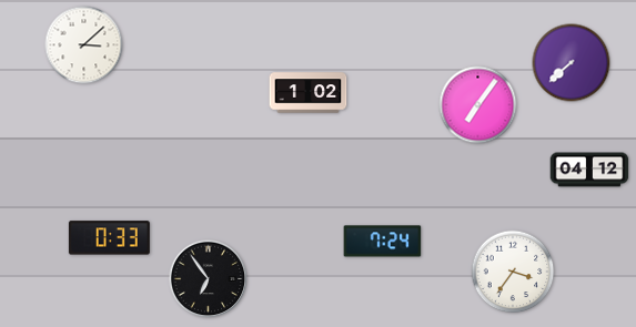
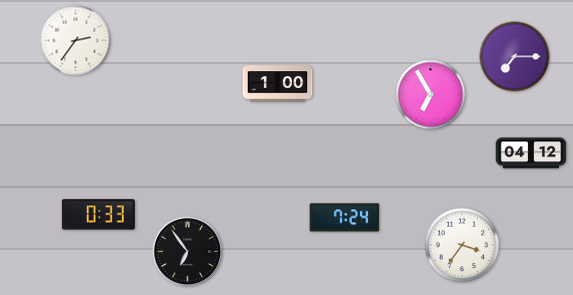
clock at (84, 45): 3:08 -> 2:36
clock at (572, 63): 7:38 -> 7:15
clock at (309, 93): 1:02 -> 1:00
clock at (478, 105): 7:06 -> 6:55
